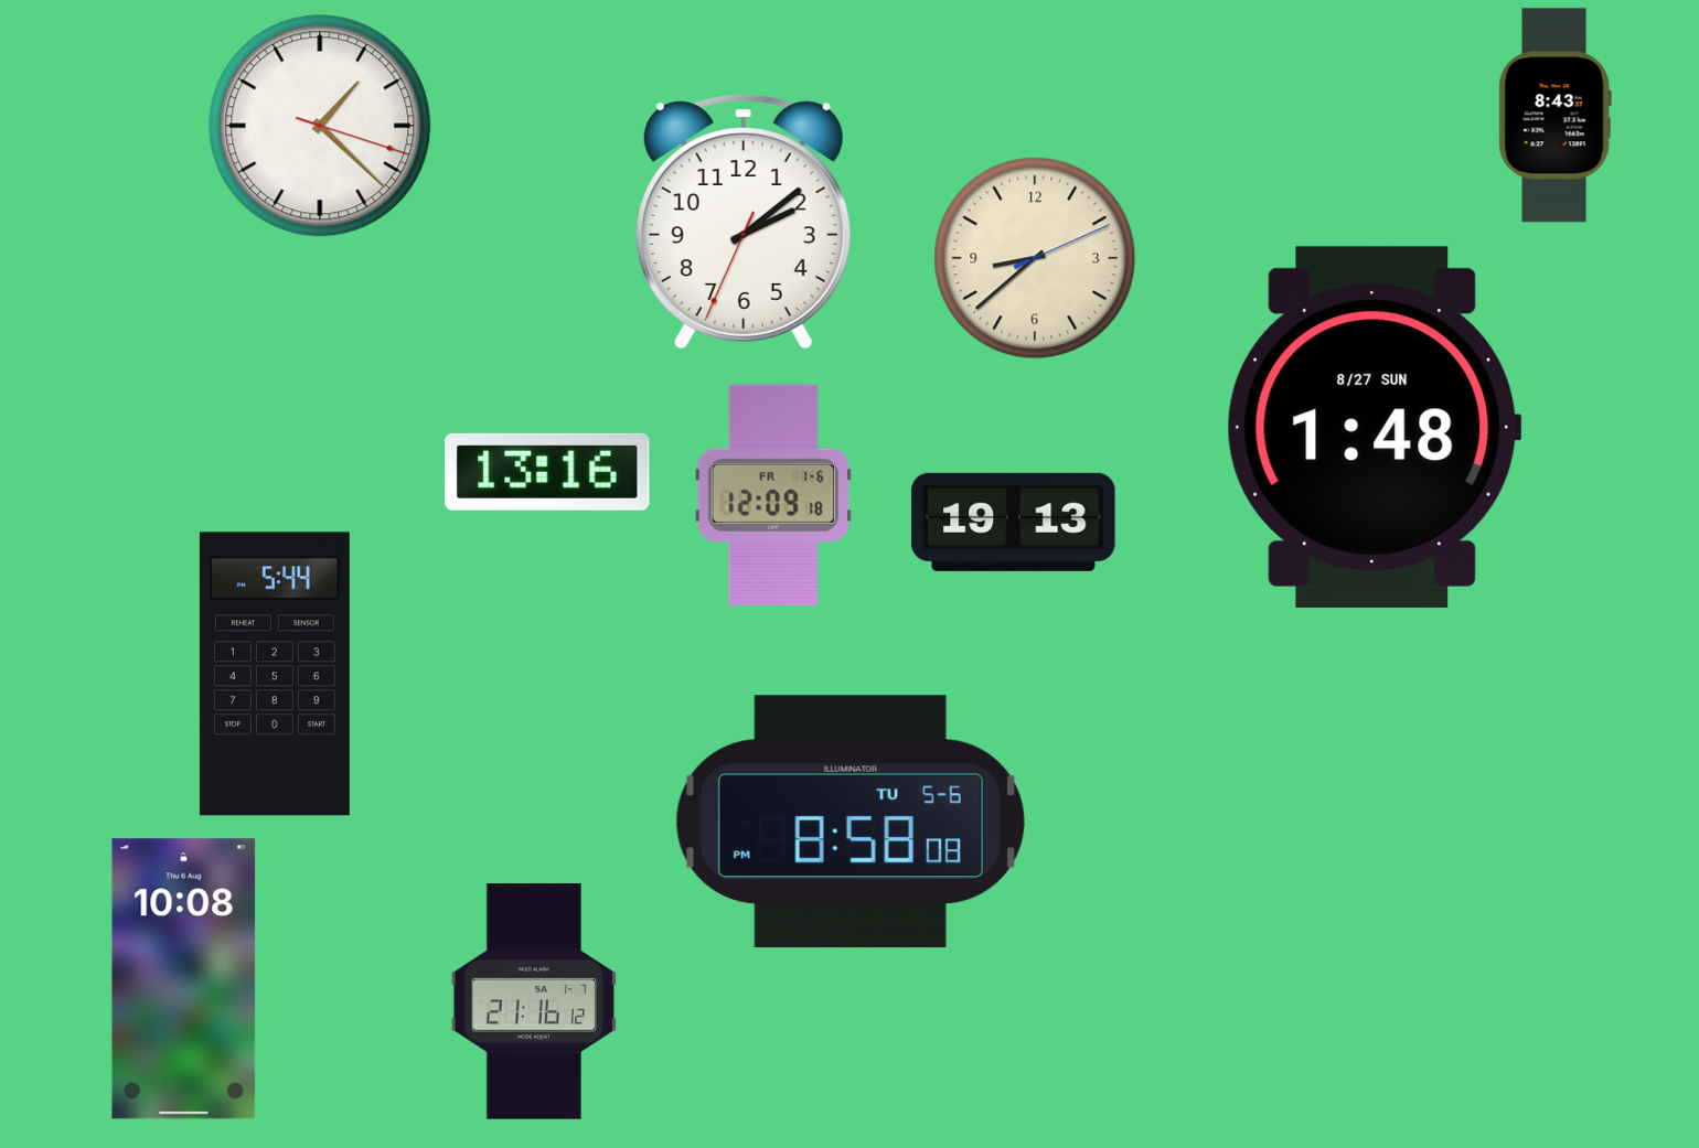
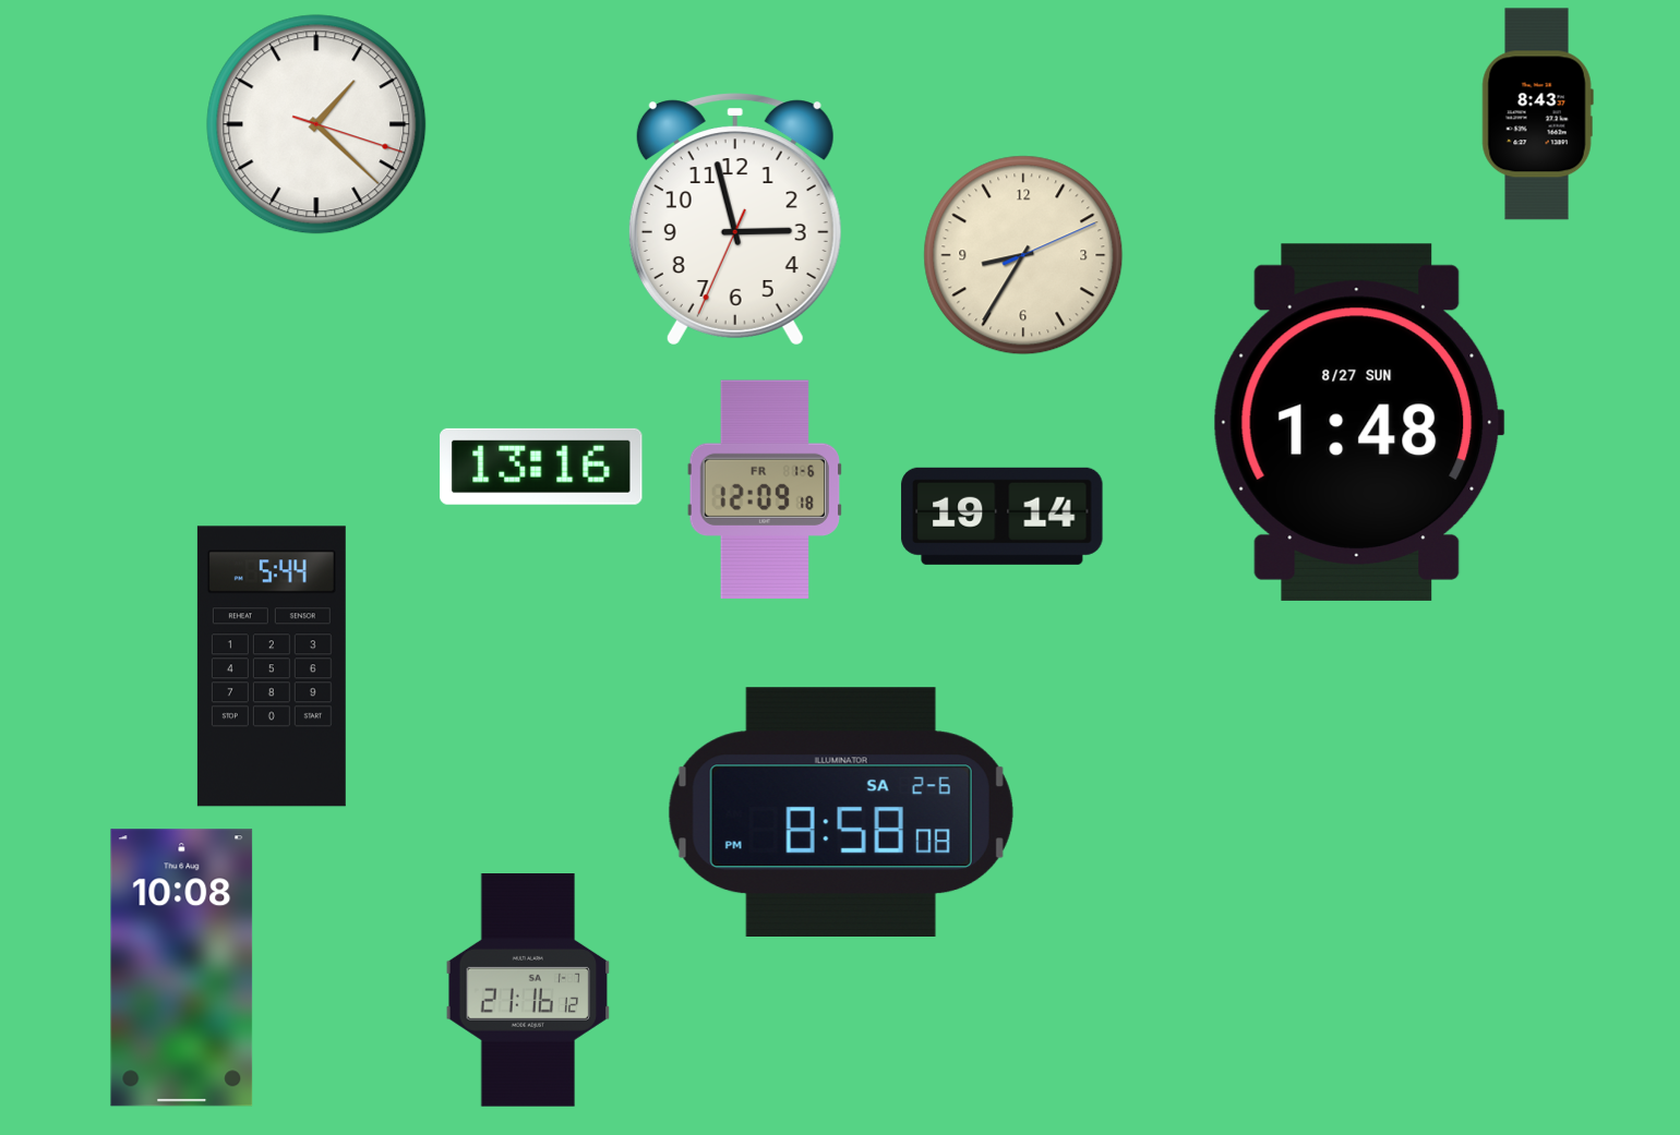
clock at (744, 222): 2:08 -> 2:57
clock at (1035, 258): 8:38 -> 8:35
clock at (1014, 522): 19:13 -> 19:14
clock at (851, 820) date: TU 5-6 -> SA 2-6
